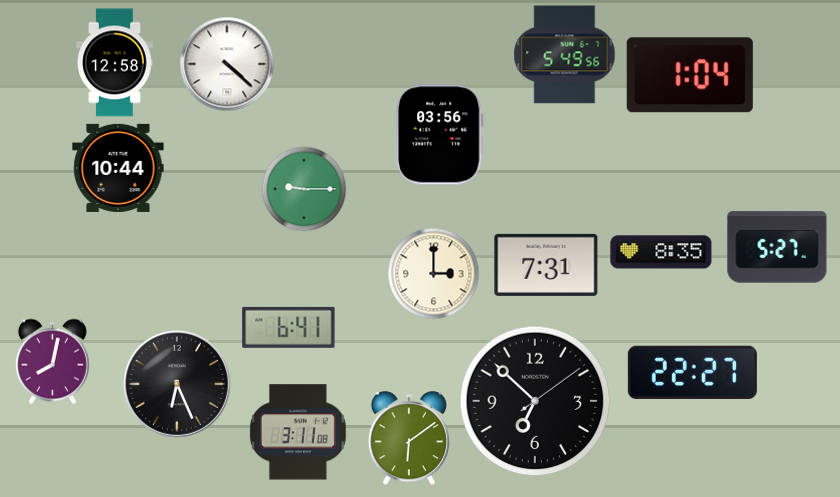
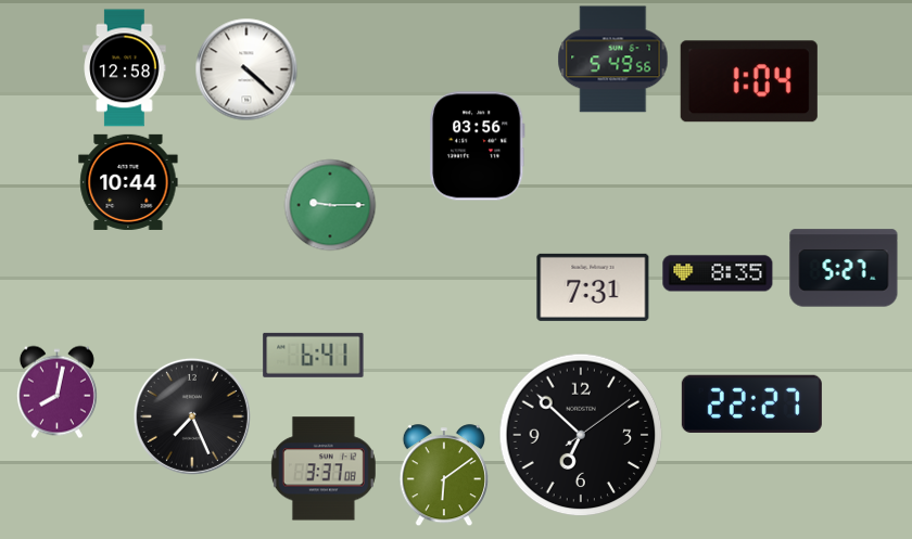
clock at (433, 273): 3:00 -> none
clock at (177, 384): 6:26 -> 7:26
clock at (298, 432): 3:11 -> 3:37
